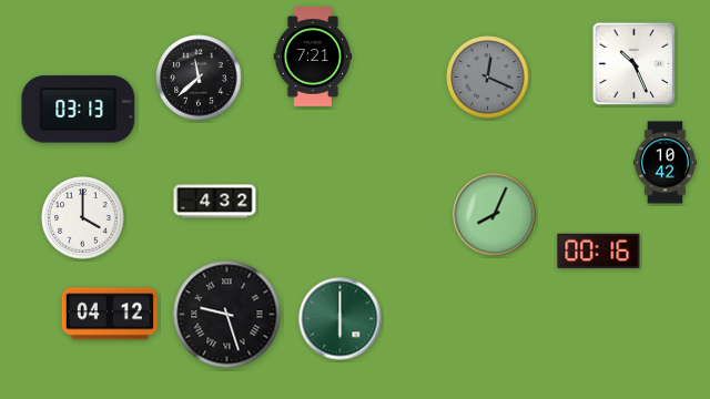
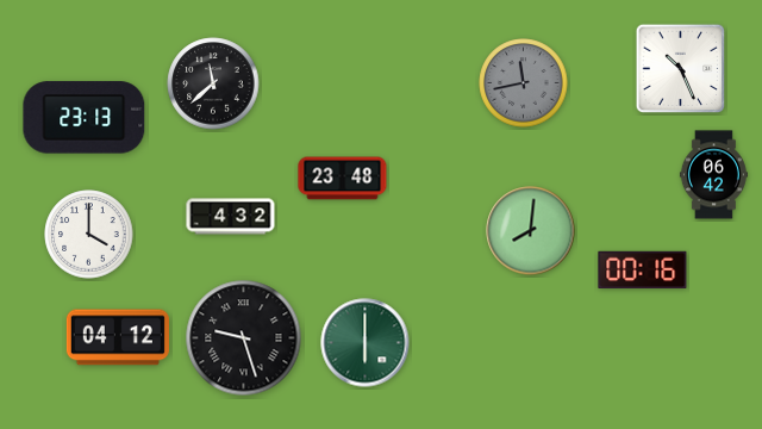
clock at (313, 57): 7:21 -> none
clock at (488, 78): 12:19 -> 11:43
clock at (79, 110): 03:13 -> 23:13
clock at (665, 163): 10:42 -> 06:42
clock at (343, 179): none -> 23:48
clock at (495, 215): 8:04 -> 8:01
